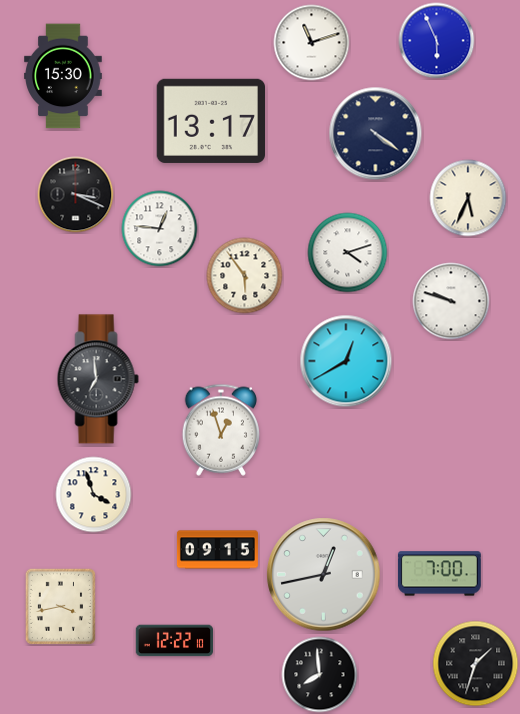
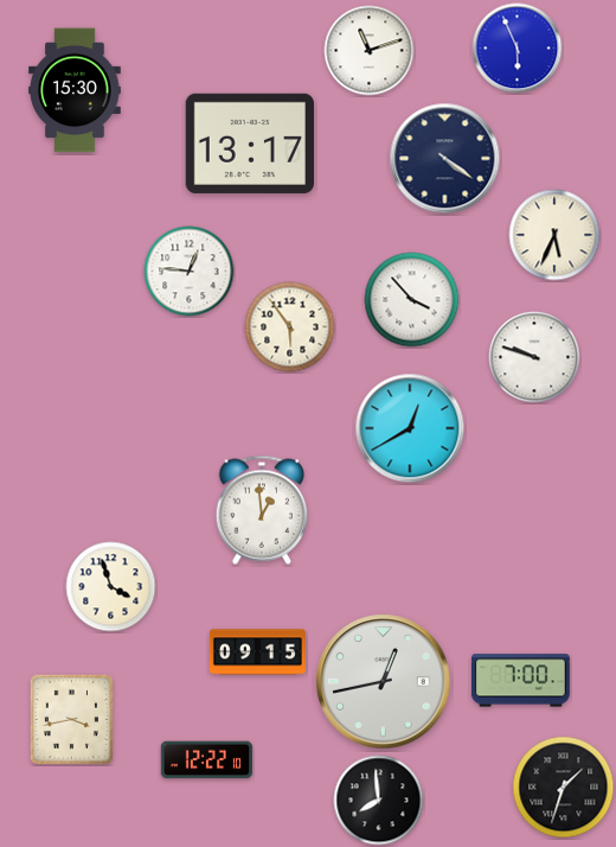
clock at (76, 195): 3:19 -> none
clock at (348, 253): 4:12 -> 3:53
clock at (98, 379): 6:59 -> none
clock at (220, 430): 12:57 -> 12:59
